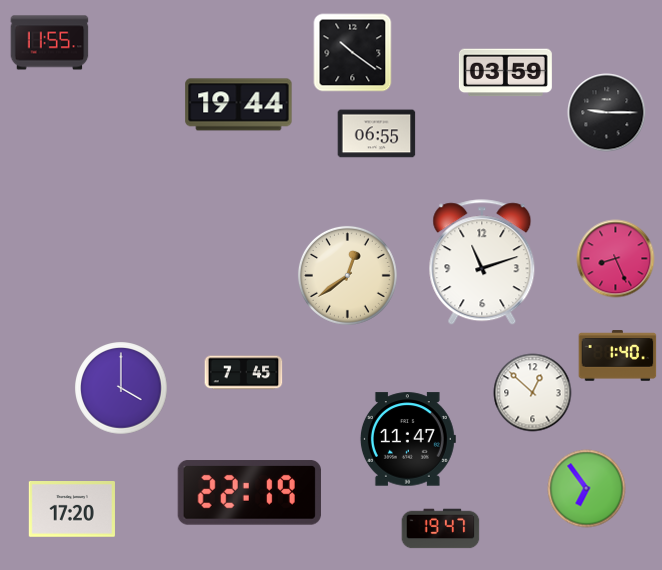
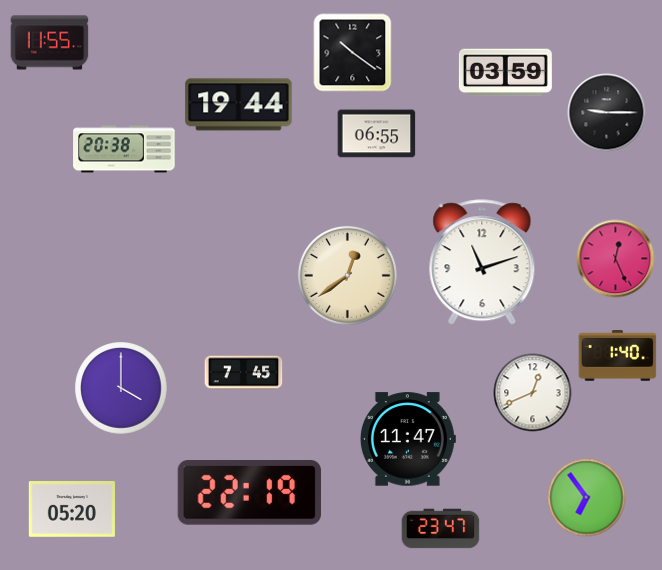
clock at (124, 149): none -> 20:38
clock at (615, 258): 8:26 -> 12:26
clock at (532, 392): 12:52 -> 12:41
clock at (586, 488) position: (586, 488) -> (586, 497)
clock at (72, 509): 17:20 -> 05:20
clock at (440, 529): 19:47 -> 23:47
